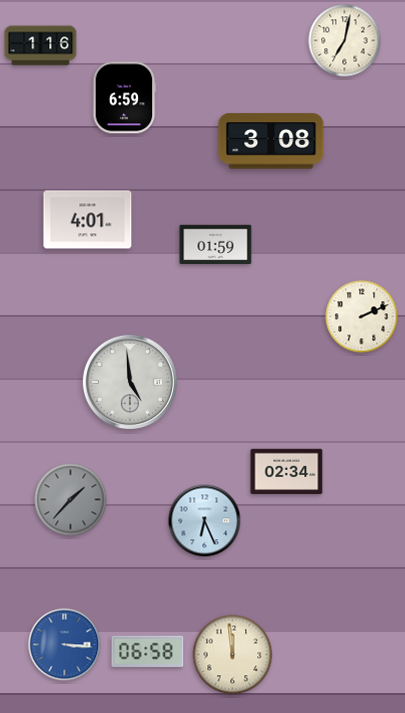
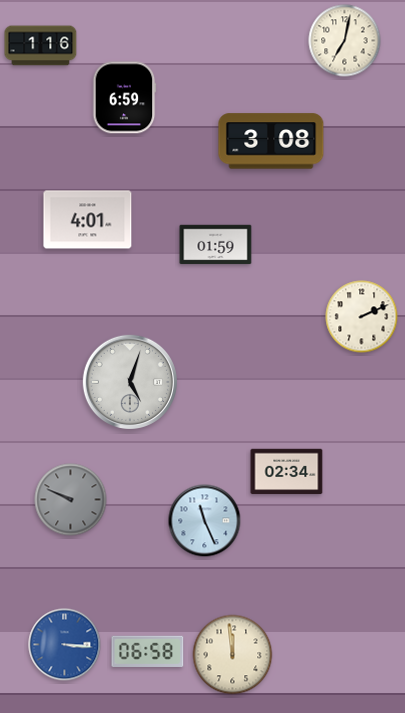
clock at (129, 381): 4:59 -> 5:03
clock at (71, 500): 1:37 -> 9:49
clock at (205, 521): 6:26 -> 11:26
